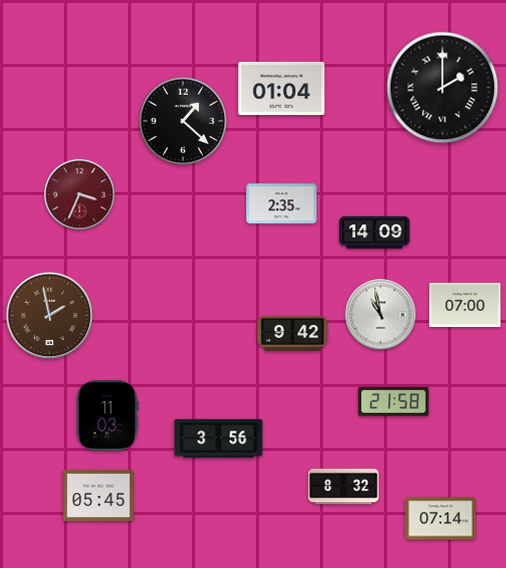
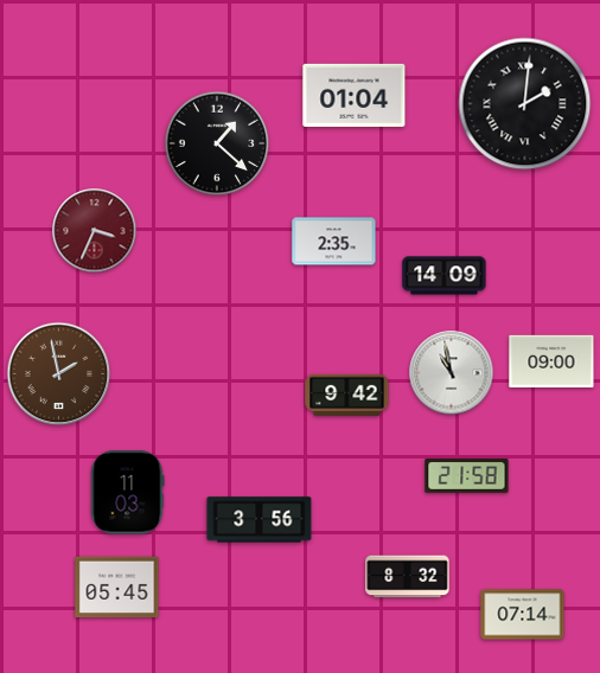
clock at (282, 88) position: (282, 88) -> (355, 95)
clock at (443, 88): 2:00 -> 2:01
clock at (465, 304): 07:00 -> 09:00
